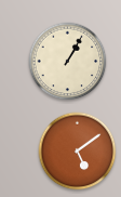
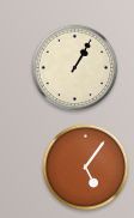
clock at (78, 152): 5:09 -> 5:06
